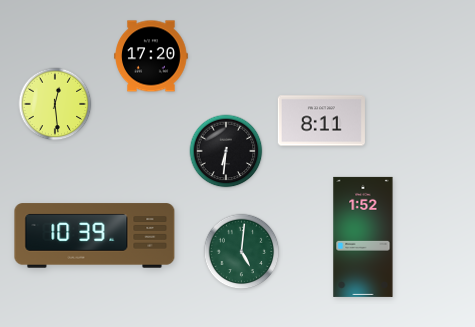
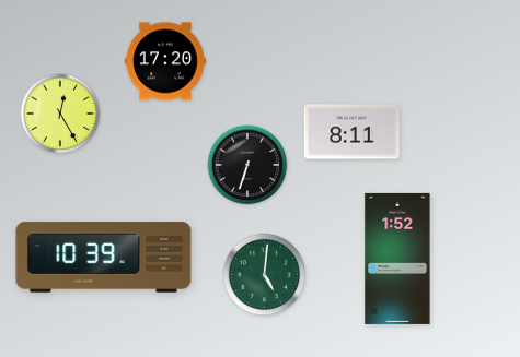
clock at (55, 104): 12:29 -> 12:25
clock at (226, 151): 6:31 -> 6:33
